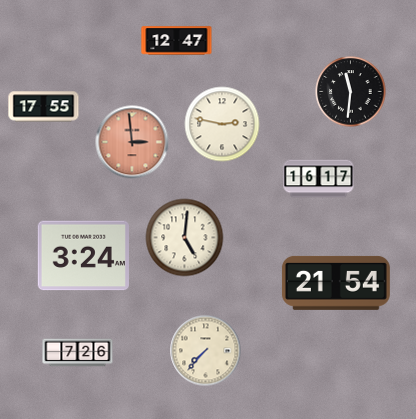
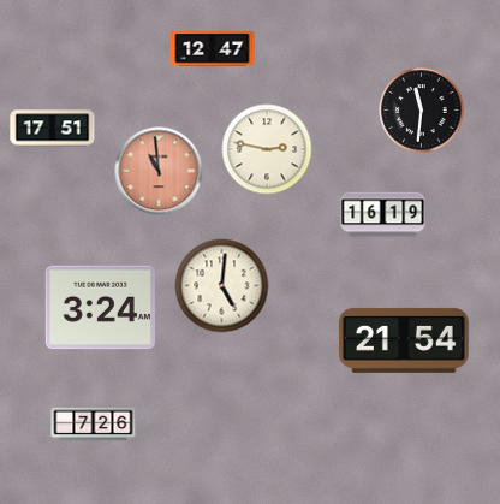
clock at (44, 107): 17:55 -> 17:51
clock at (132, 142): 2:59 -> 10:59
clock at (319, 179): 16:17 -> 16:19
clock at (206, 351): 7:37 -> none
